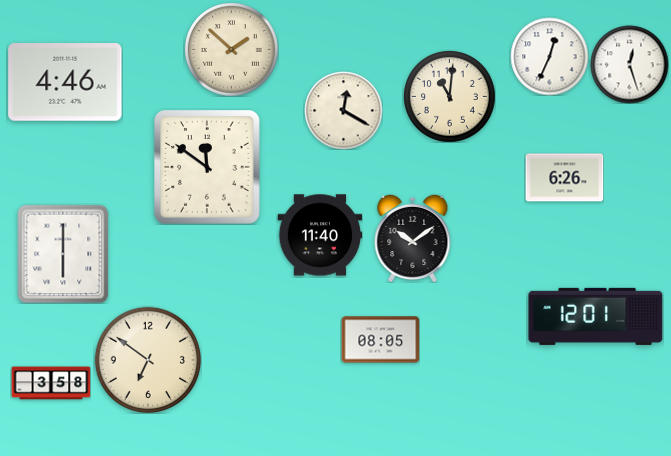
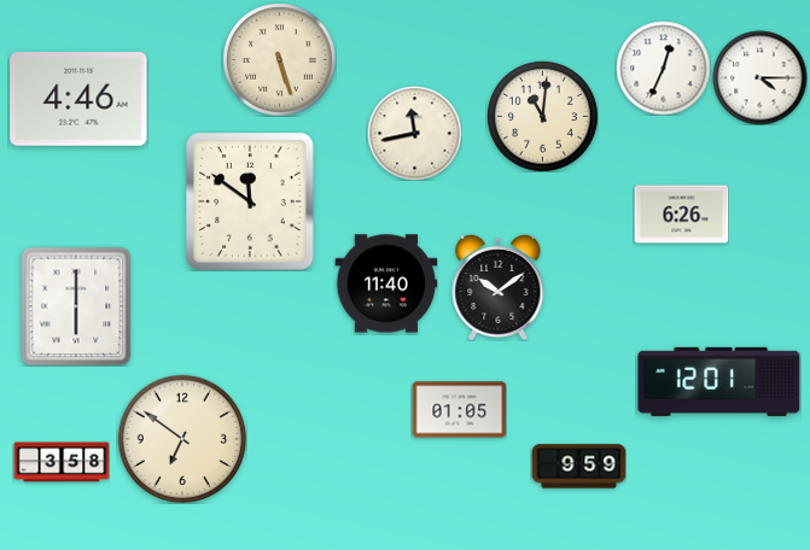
clock at (231, 49): 1:52 -> 5:27
clock at (629, 64): 12:27 -> 4:15
clock at (343, 110): 12:20 -> 11:43
clock at (380, 340): 08:05 -> 01:05
clock at (147, 359) position: (147, 359) -> (181, 438)
clock at (578, 467): none -> 9:59
